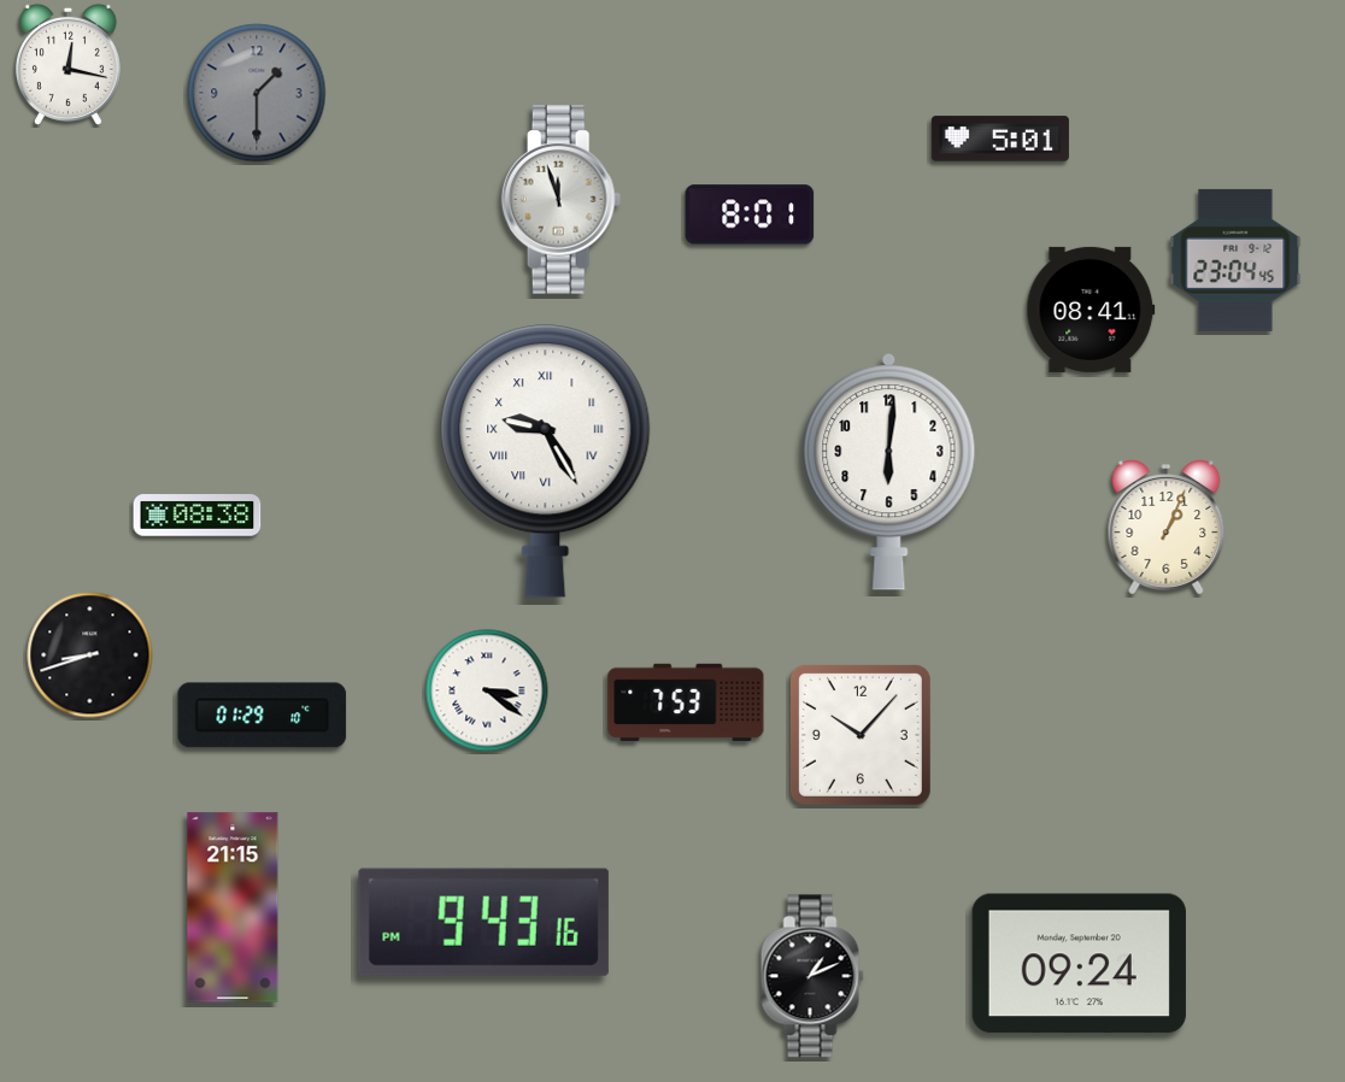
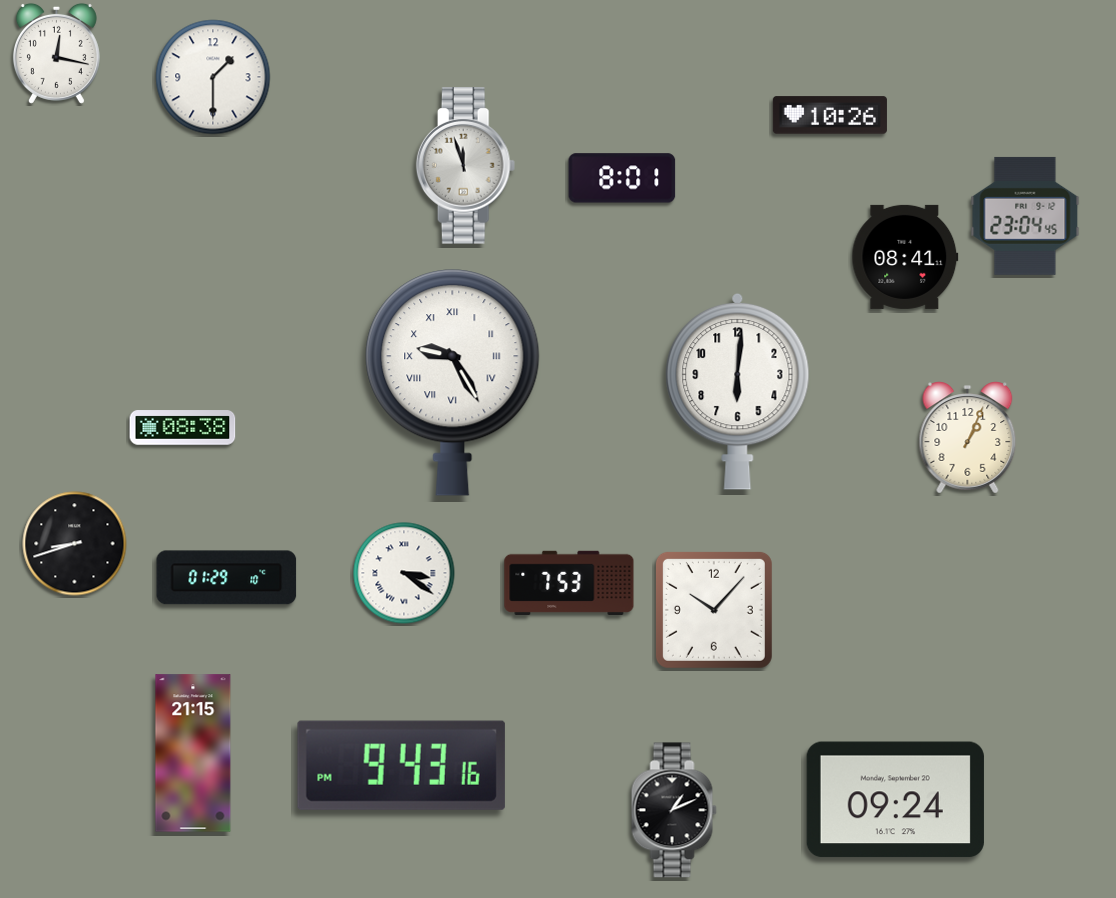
clock at (257, 93) dial: grey -> white
clock at (1000, 139): 5:01 -> 10:26
clock at (198, 516) position: (198, 516) -> (183, 428)
clock at (263, 716) position: (263, 716) -> (227, 578)
